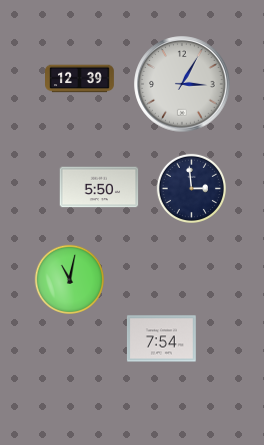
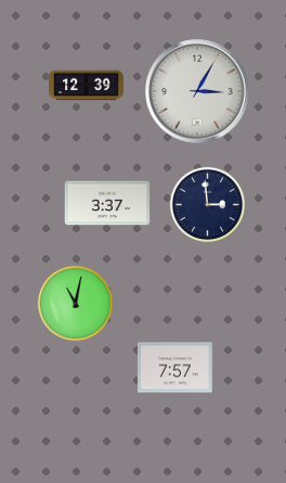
clock at (99, 187): 5:50 -> 3:37
clock at (161, 339): 7:54 -> 7:57
